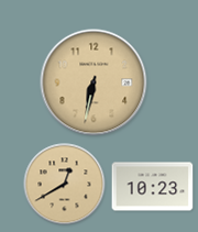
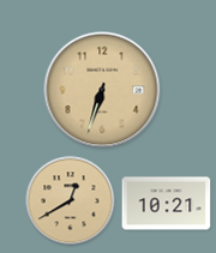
clock at (94, 82): 6:32 -> 6:33
clock at (153, 187): 10:23 -> 10:21
